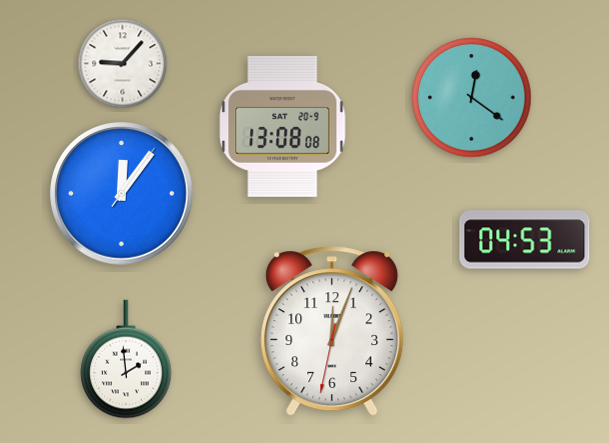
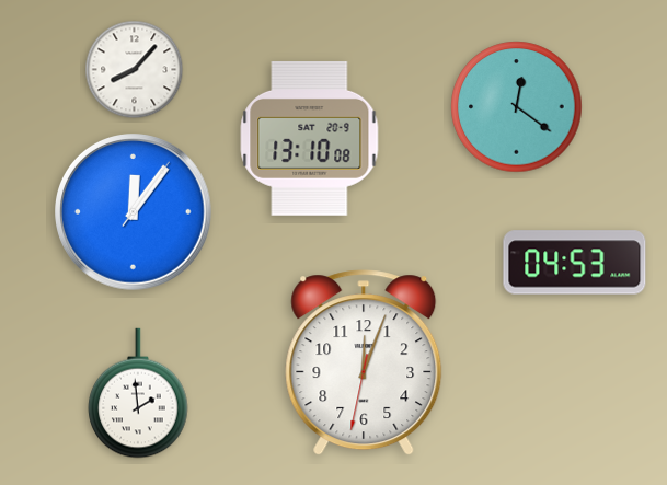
clock at (123, 64): 9:07 -> 8:07
clock at (283, 126): 13:08 -> 13:10
